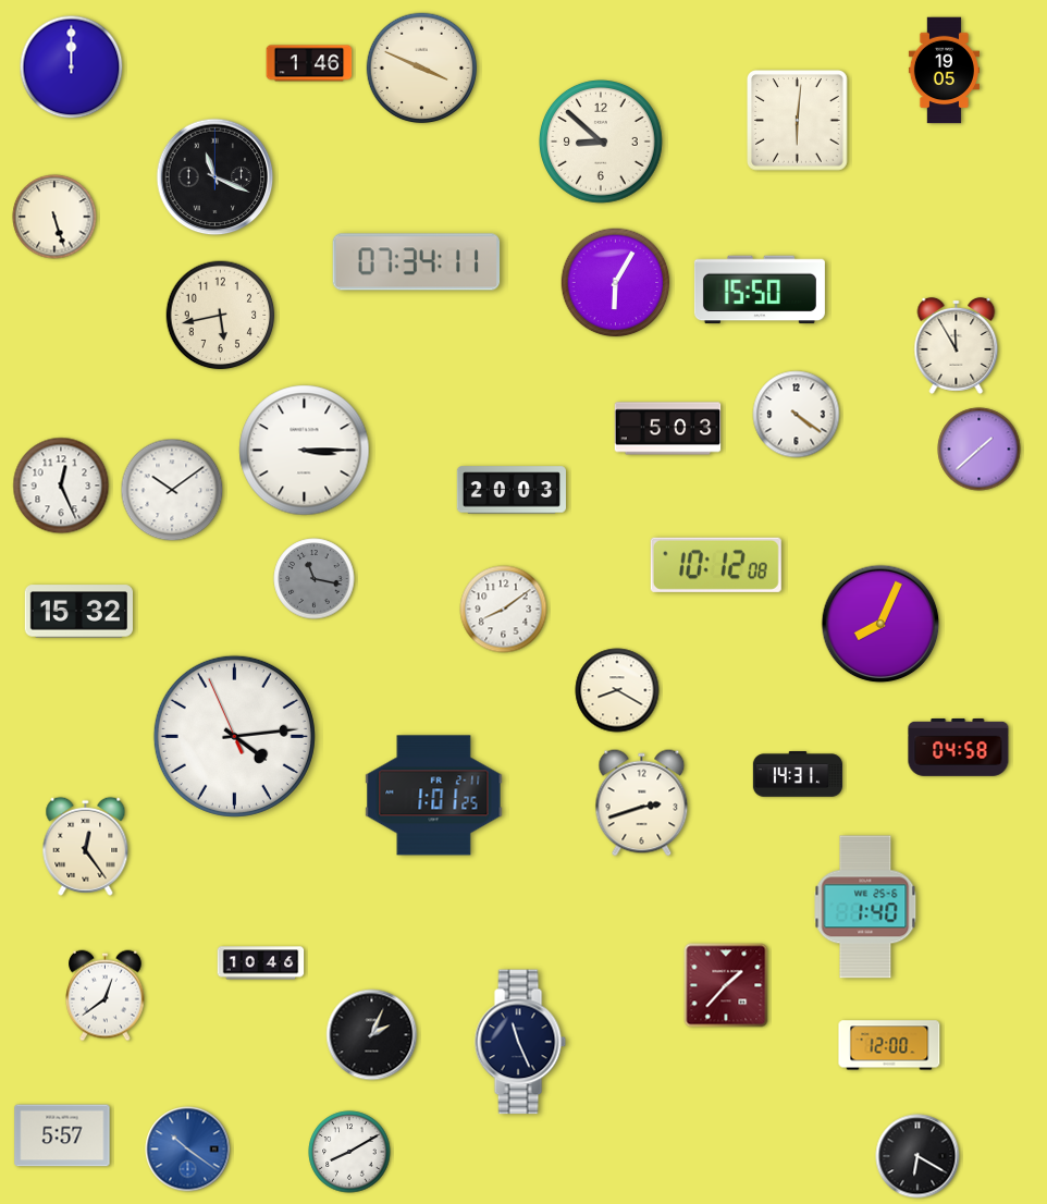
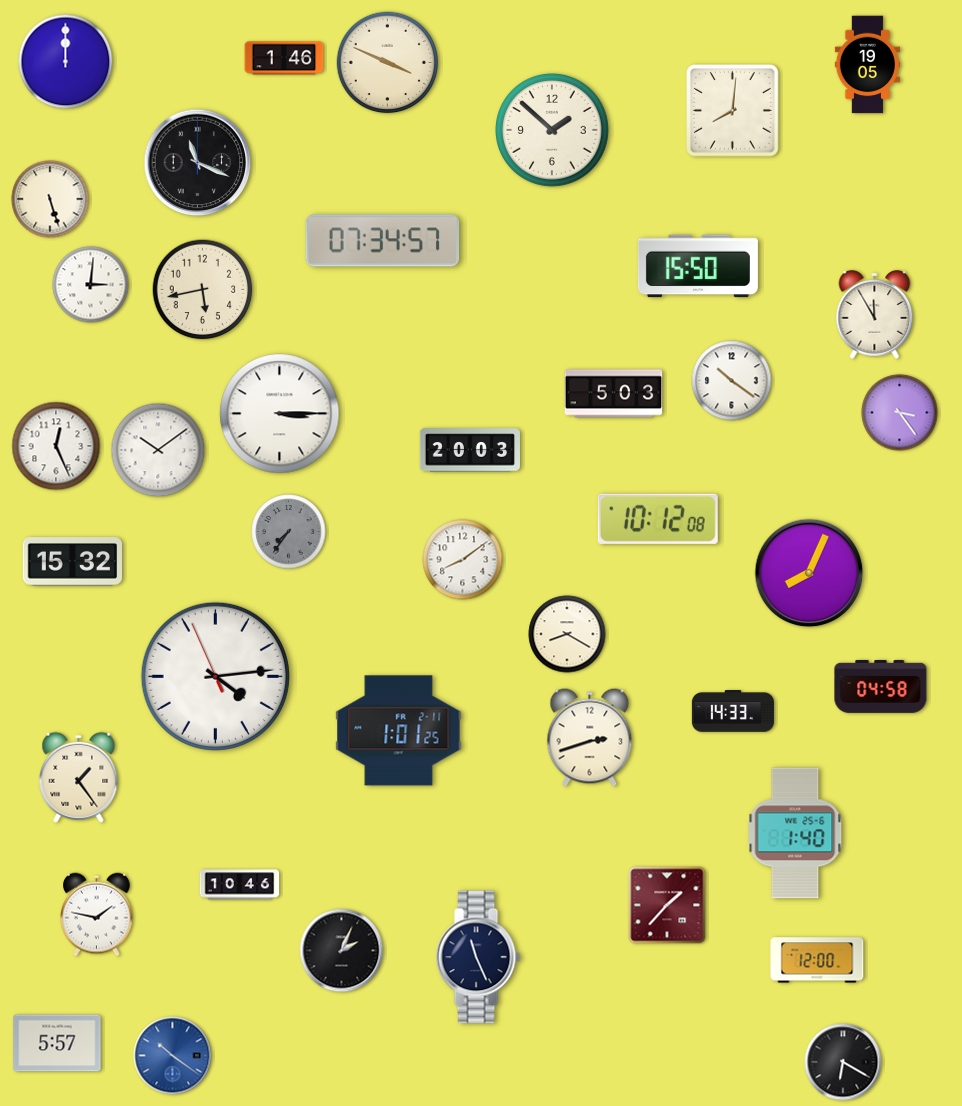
clock at (798, 121): 6:01 -> 8:01
clock at (602, 143): 8:52 -> 1:52
clock at (417, 262): 07:34:11 -> 07:34:57
clock at (616, 283): 6:05 -> none
clock at (91, 285): none -> 3:01
clock at (957, 345) position: (957, 345) -> (875, 314)
clock at (797, 415): 4:21 -> 10:21
clock at (980, 450): 1:38 -> 3:24
clock at (315, 579): 11:17 -> 7:36
clock at (798, 774): 14:31 -> 14:33
clock at (86, 846): 12:24 -> 1:24
clock at (106, 996): 12:39 -> 1:47
clock at (349, 1152): 8:10 -> none
